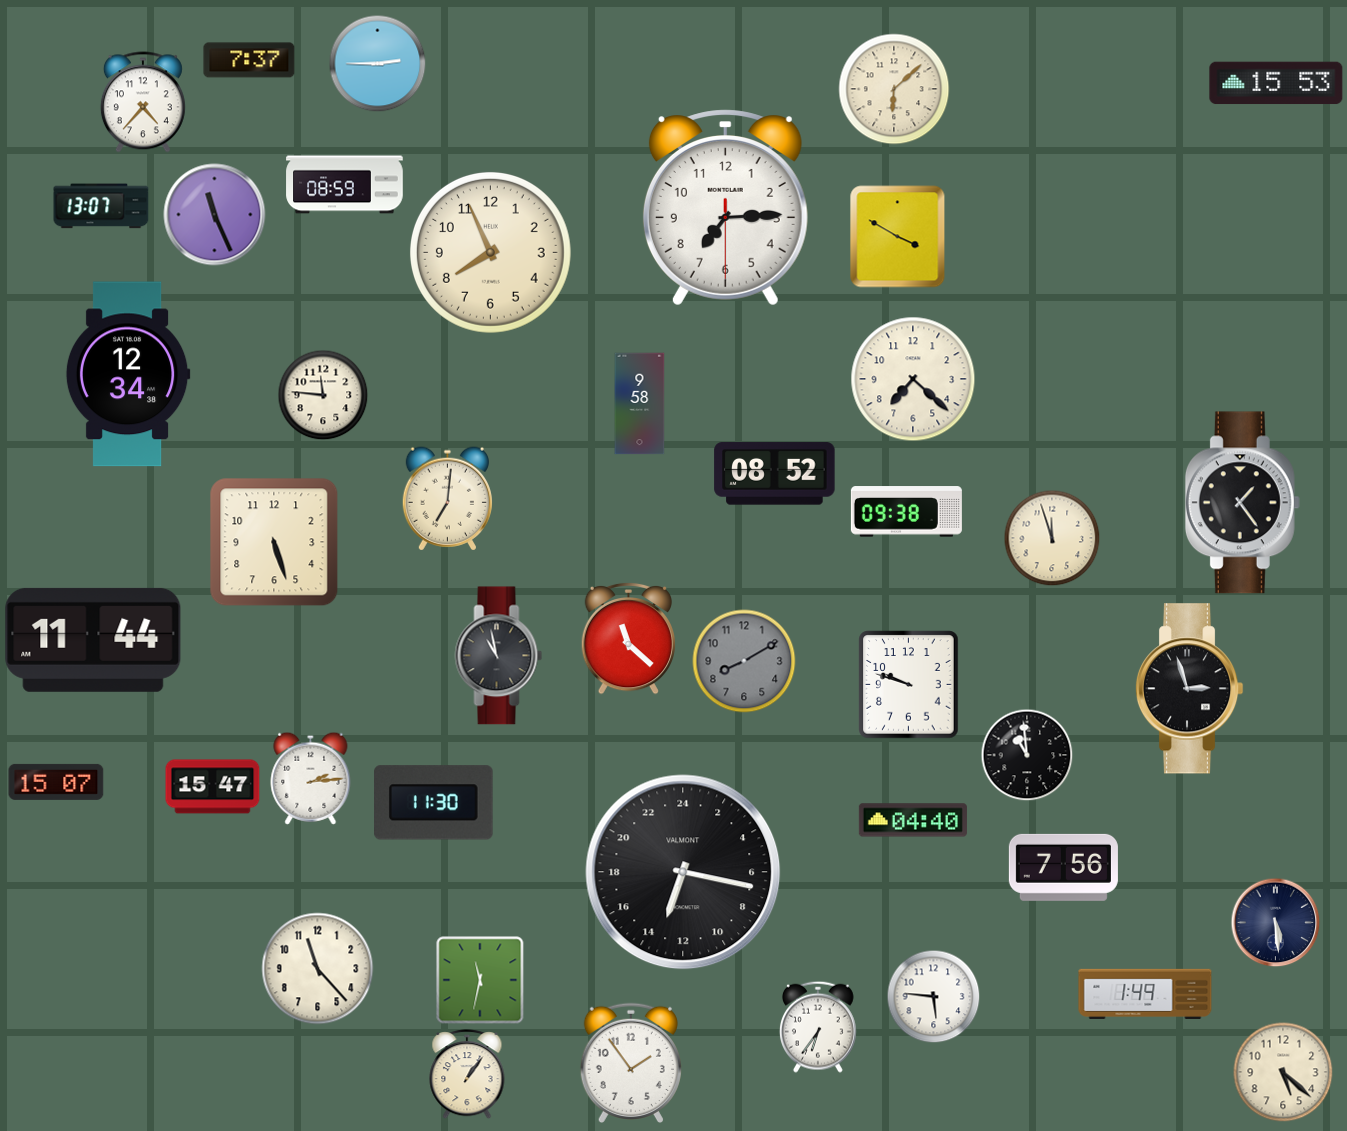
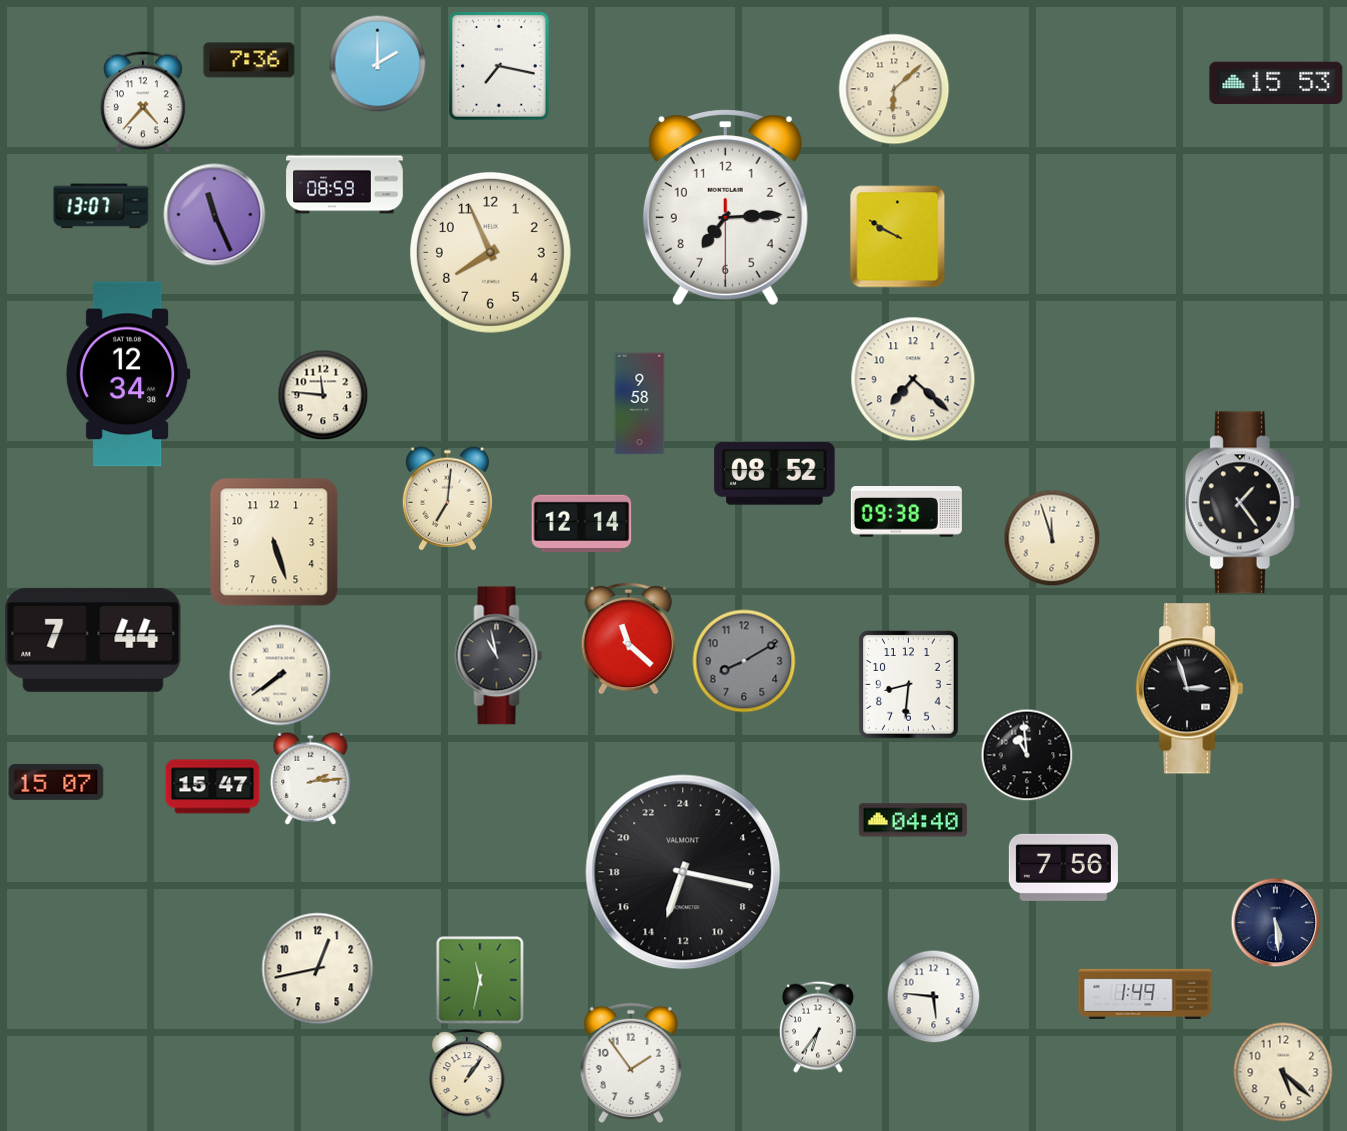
clock at (249, 60): 7:37 -> 7:36
clock at (377, 63): 2:45 -> 2:00
clock at (499, 67): none -> 7:17
clock at (898, 237): 3:50 -> 9:50
clock at (582, 523): none -> 12:14
clock at (93, 640): 11:44 -> 7:44
clock at (280, 675): none -> 7:39
clock at (909, 685): 9:48 -> 8:31
clock at (434, 803): 11:30 -> none
clock at (318, 969): 11:23 -> 12:43
